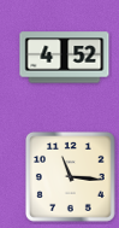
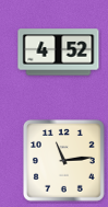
clock at (70, 176): 11:16 -> 11:14
